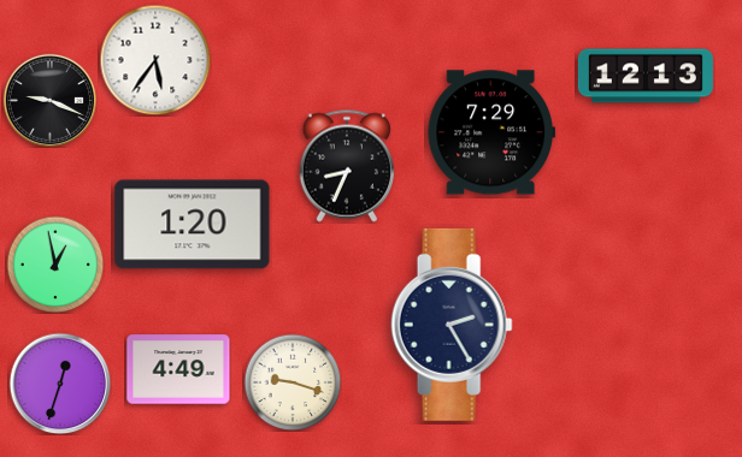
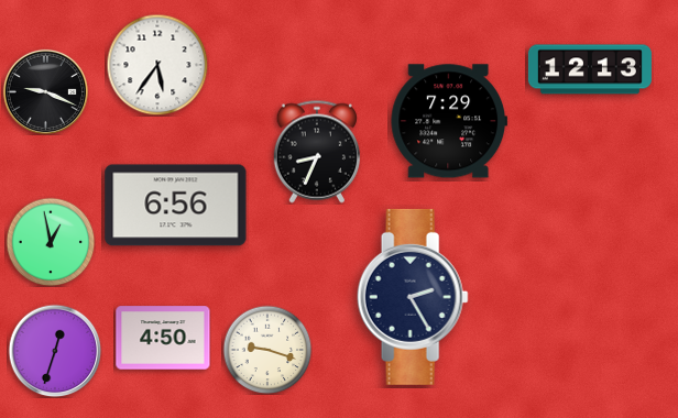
clock at (155, 60) position: (155, 60) -> (157, 65)
clock at (193, 225): 1:20 -> 6:56
clock at (178, 369): 4:49 -> 4:50
